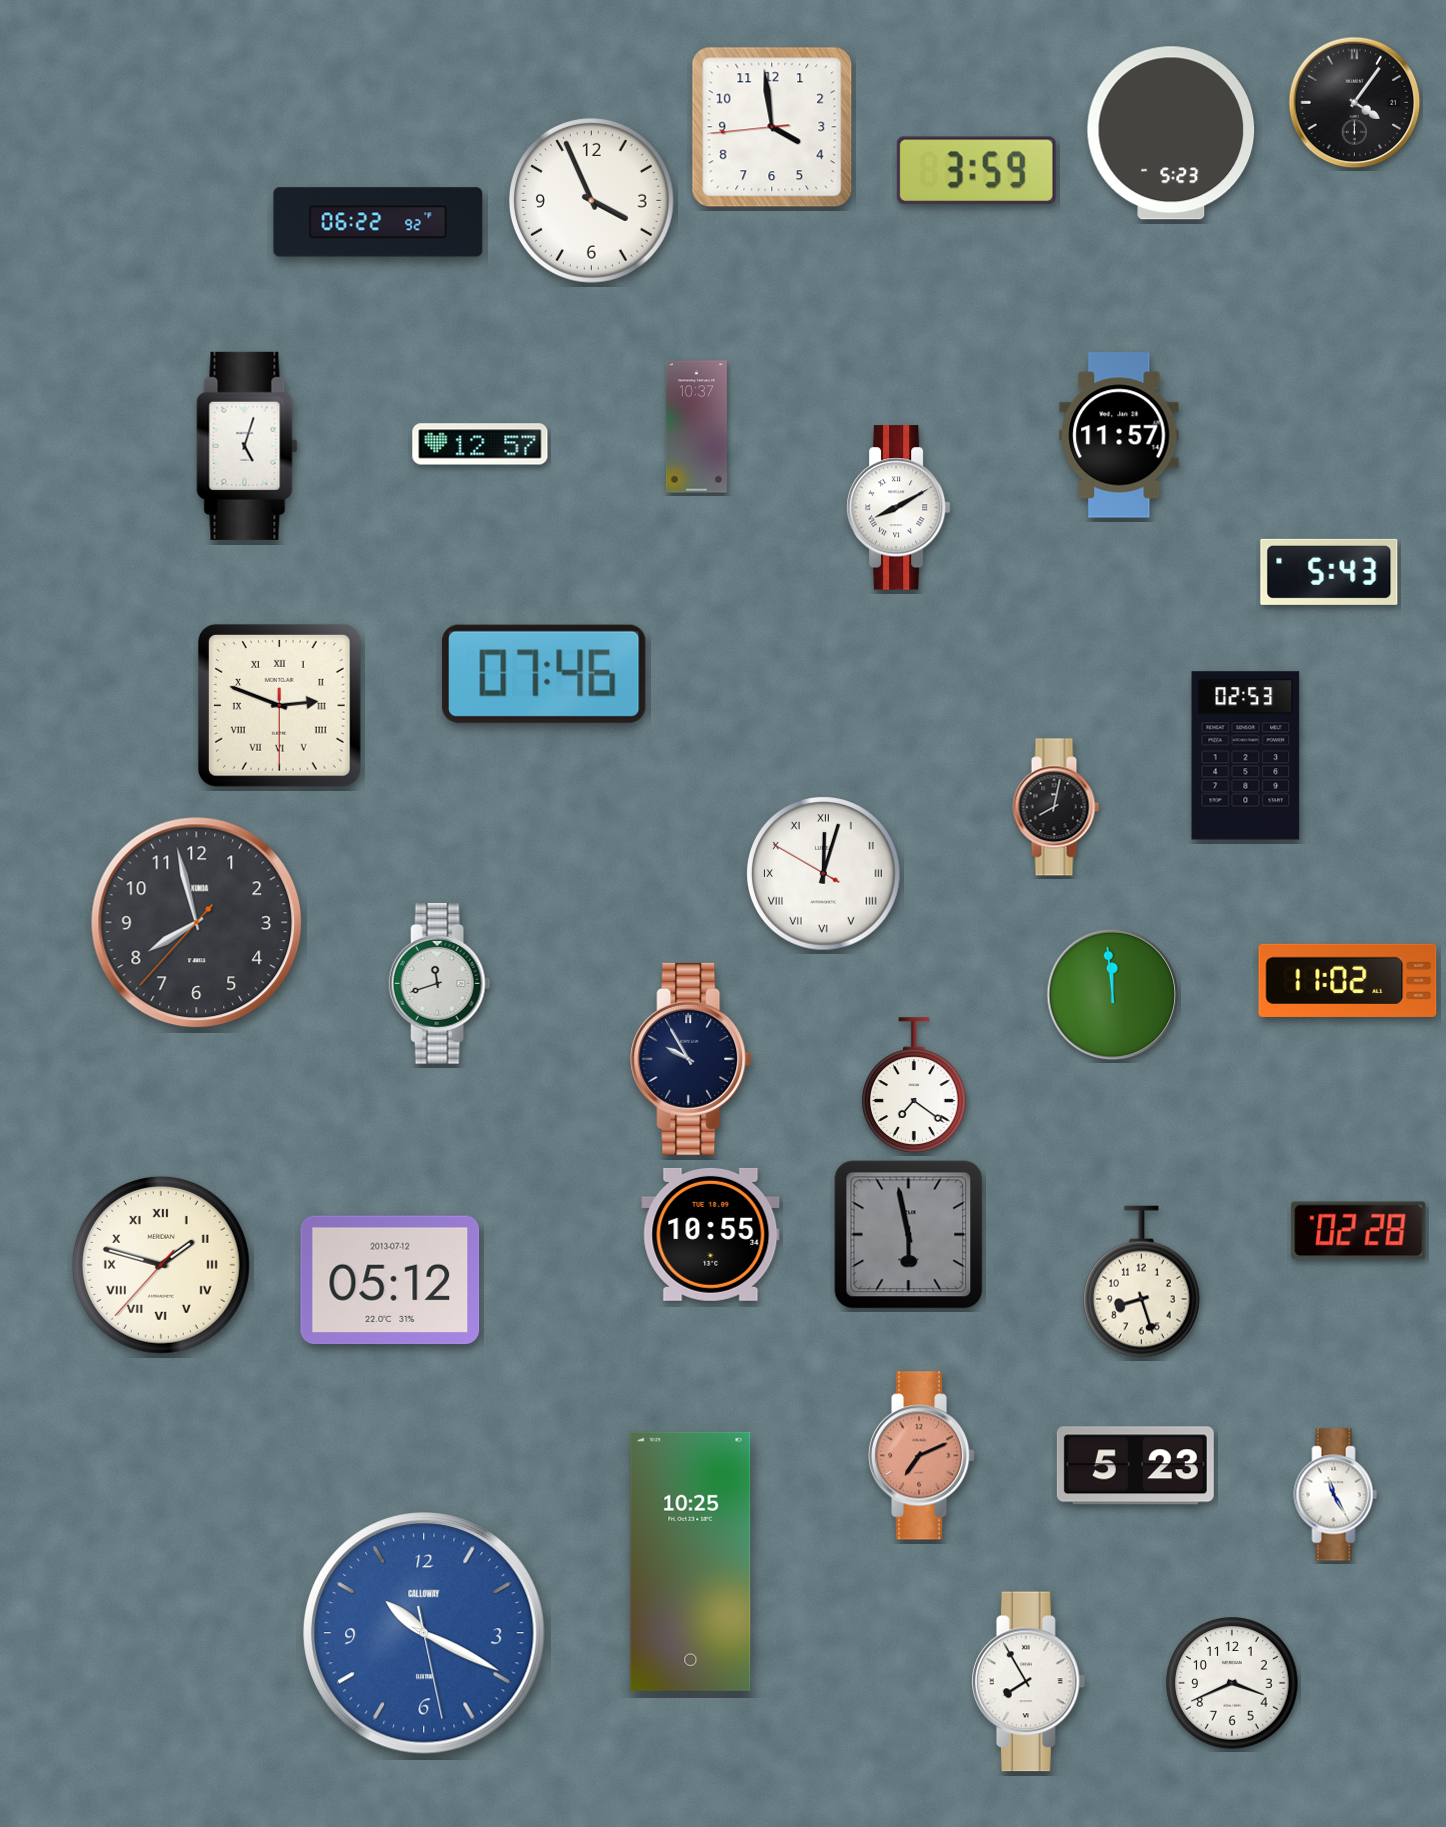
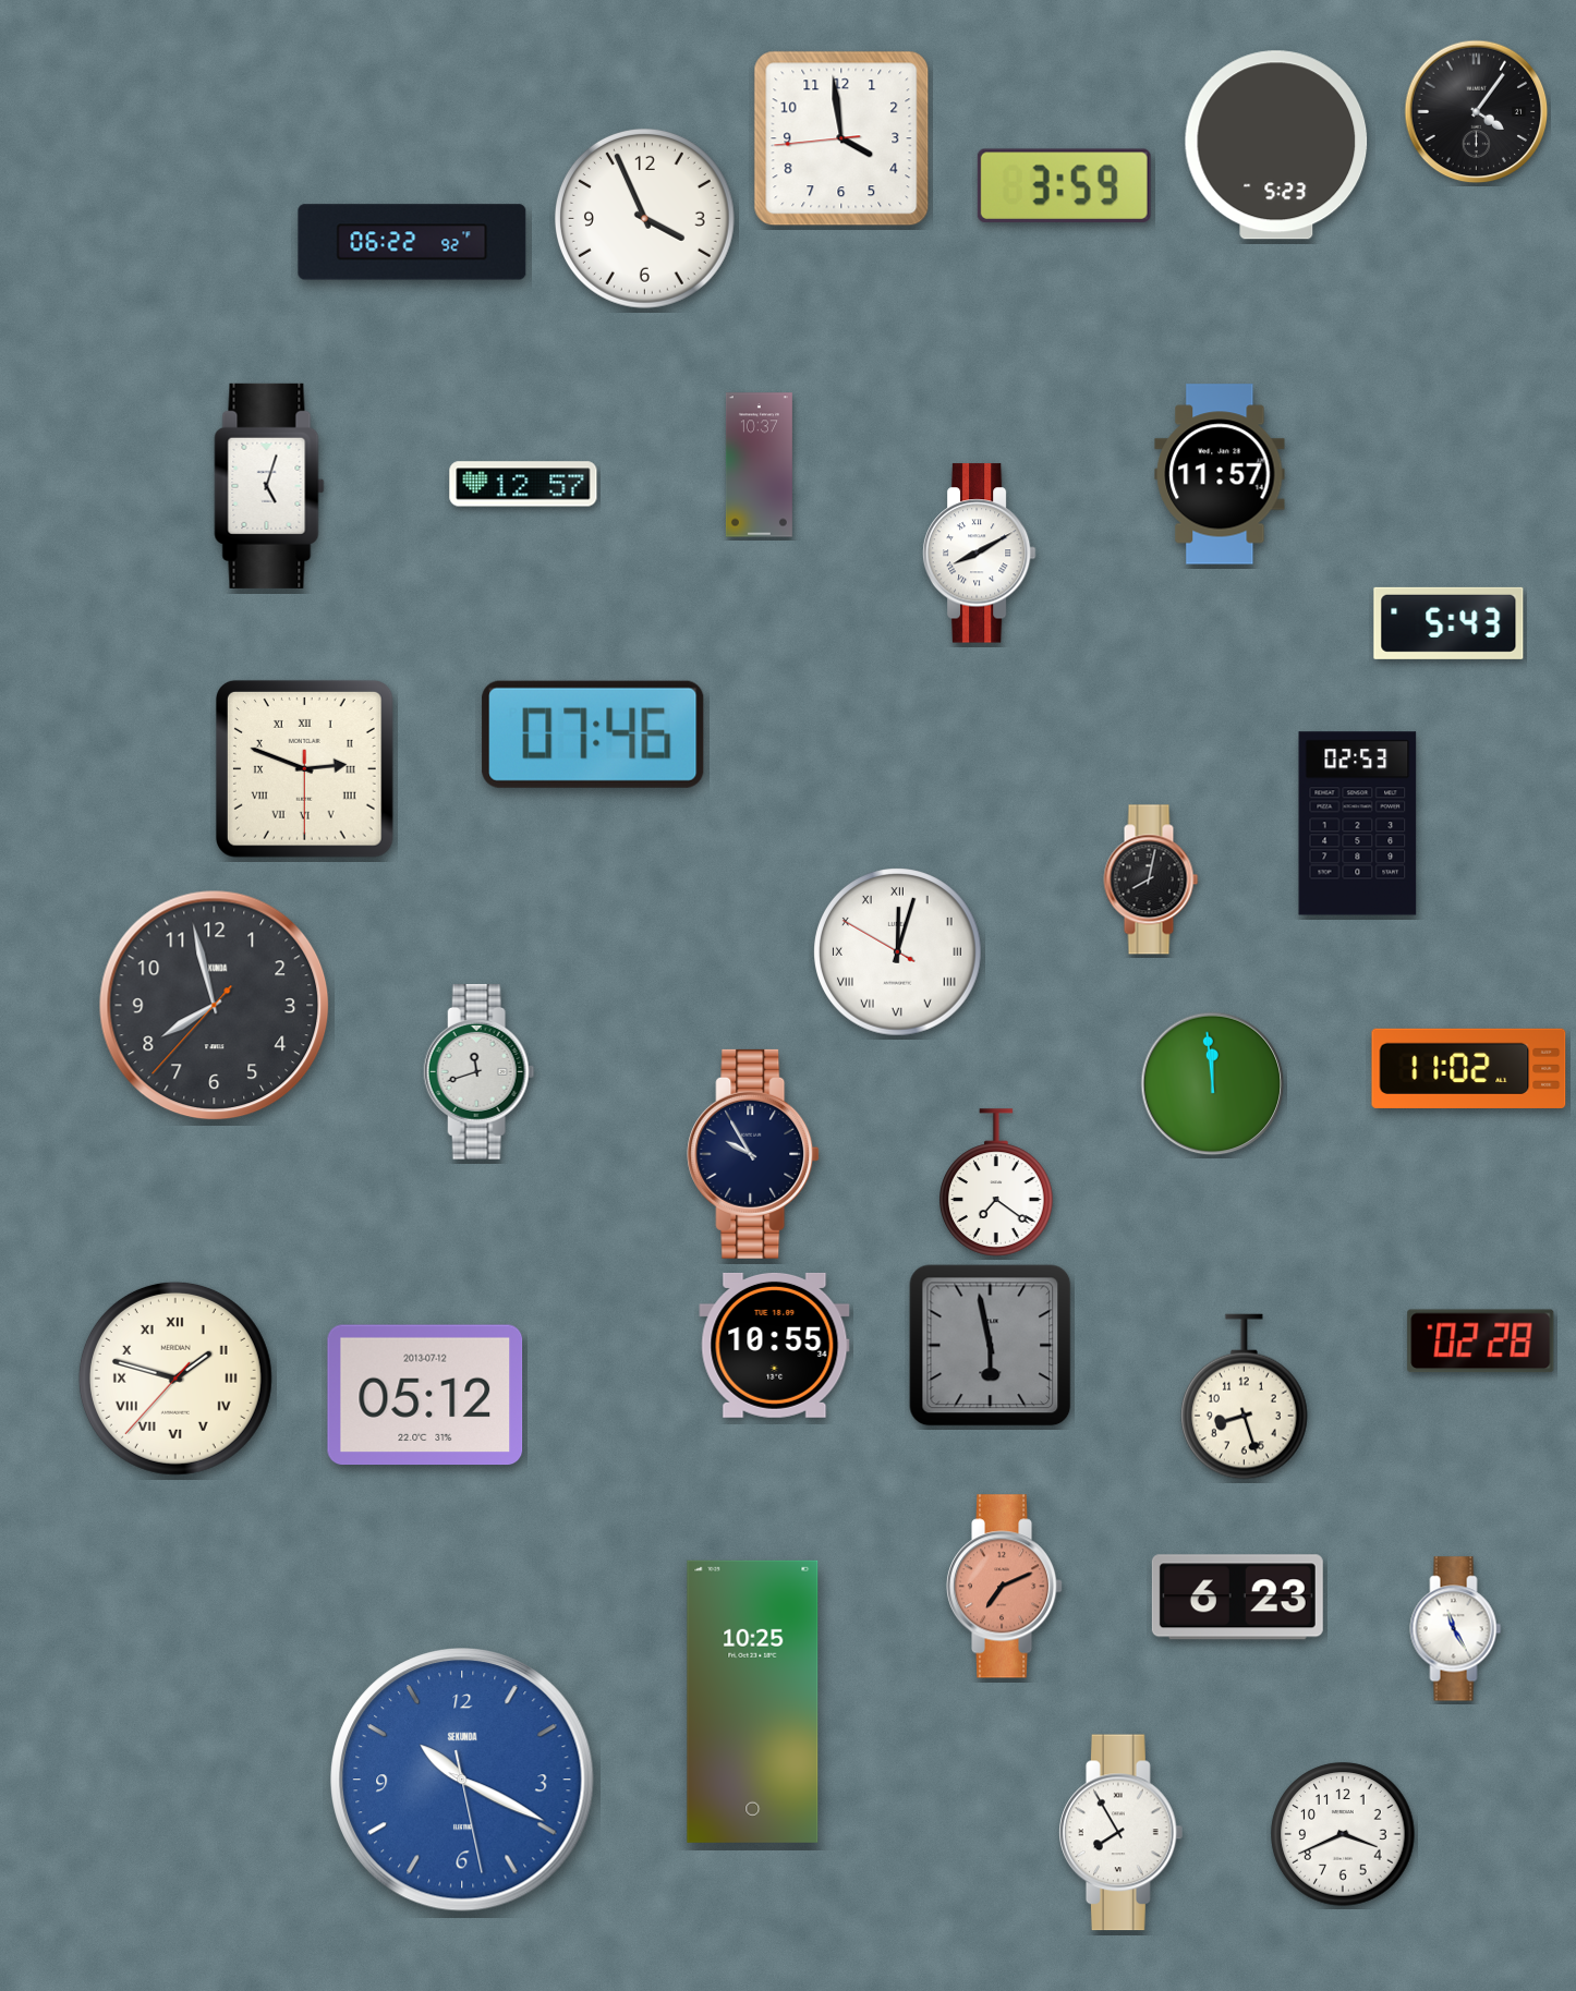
clock at (1135, 1466): 5:23 -> 6:23
clock at (424, 1633) brand: CALLOWAY -> SEKUNDA
